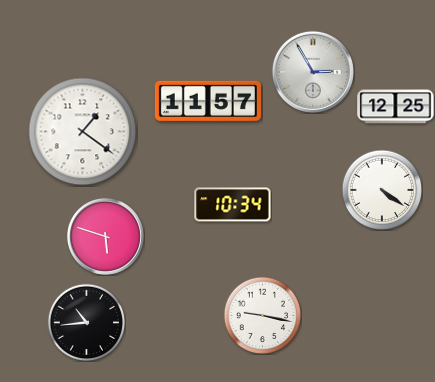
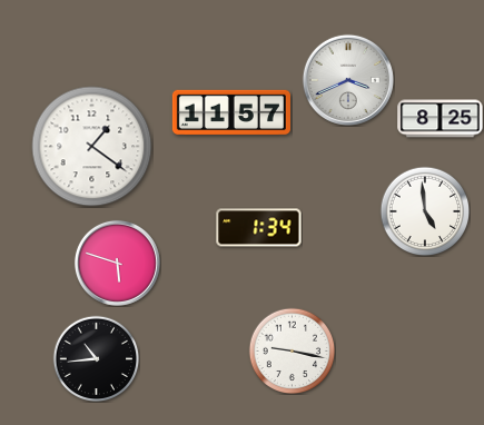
clock at (313, 72): 2:55 -> 3:41
clock at (396, 107): 12:25 -> 8:25
clock at (382, 190): 4:21 -> 4:59
clock at (233, 205): 10:34 -> 1:34
